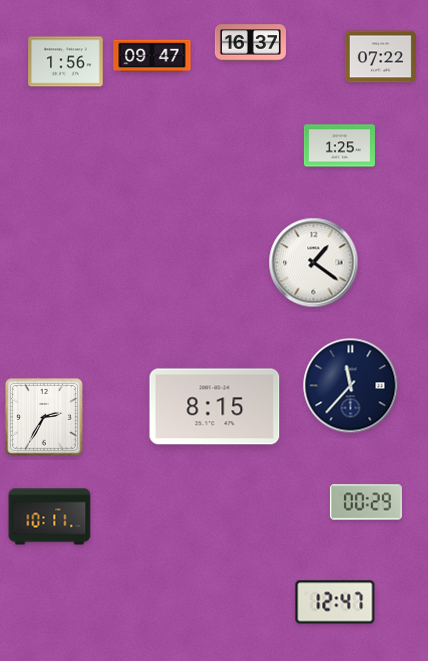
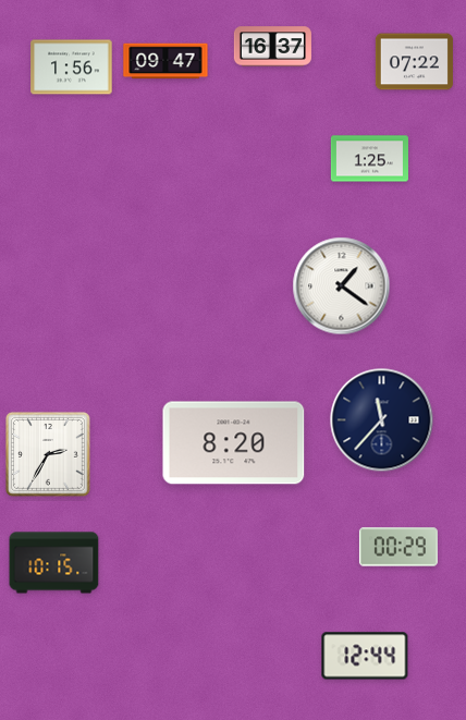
clock at (215, 407): 8:15 -> 8:20
clock at (50, 517): 10:11 -> 10:15
clock at (335, 602): 12:47 -> 12:44
